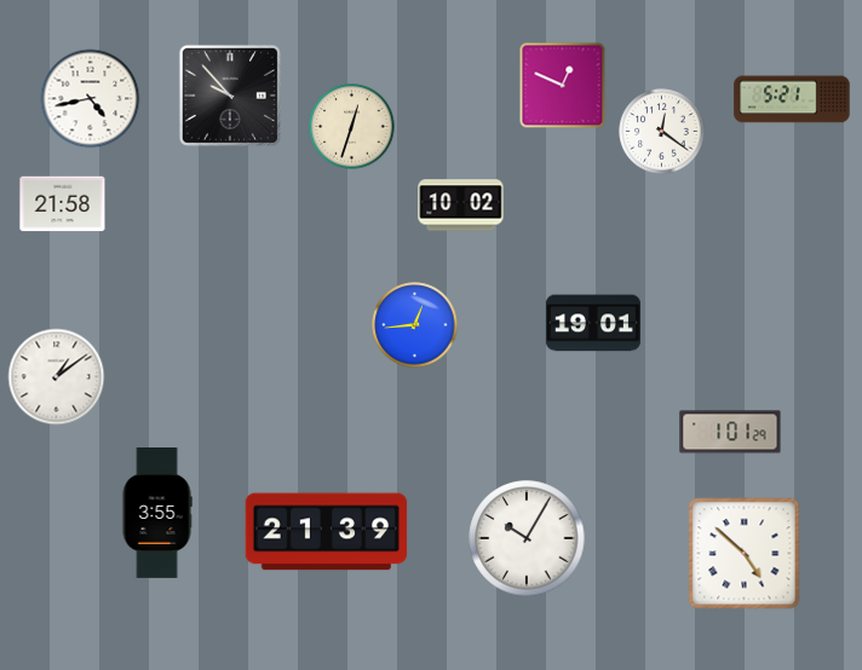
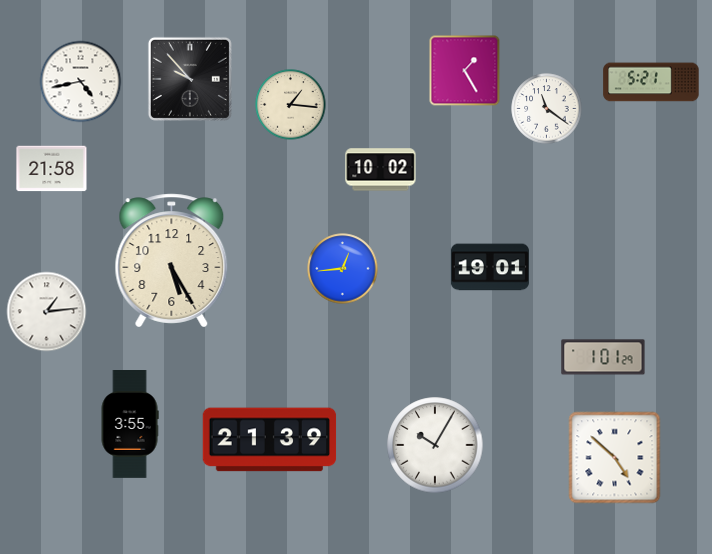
clock at (563, 86): 12:49 -> 1:25
clock at (91, 99) position: (91, 99) -> (81, 82)
clock at (792, 99) position: (792, 99) -> (651, 82)
clock at (352, 127): 12:33 -> 1:16
clock at (662, 132): 12:21 -> 11:21
clock at (172, 261): none -> 5:25
clock at (57, 377): 1:09 -> 1:14
